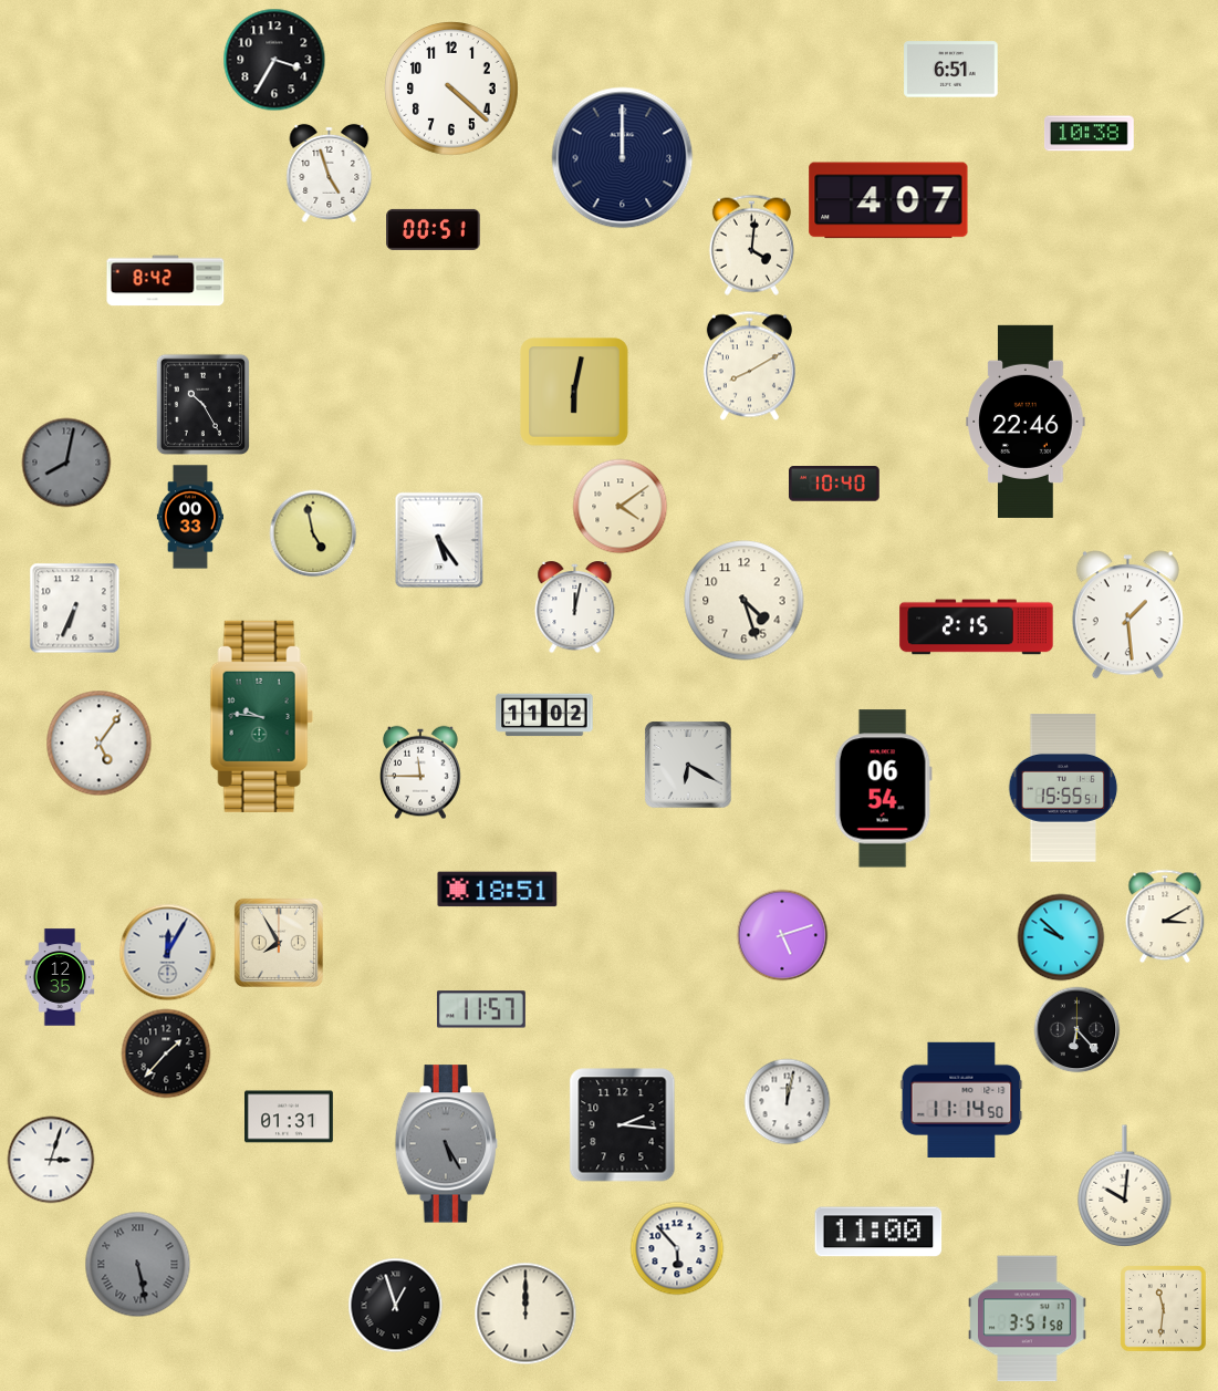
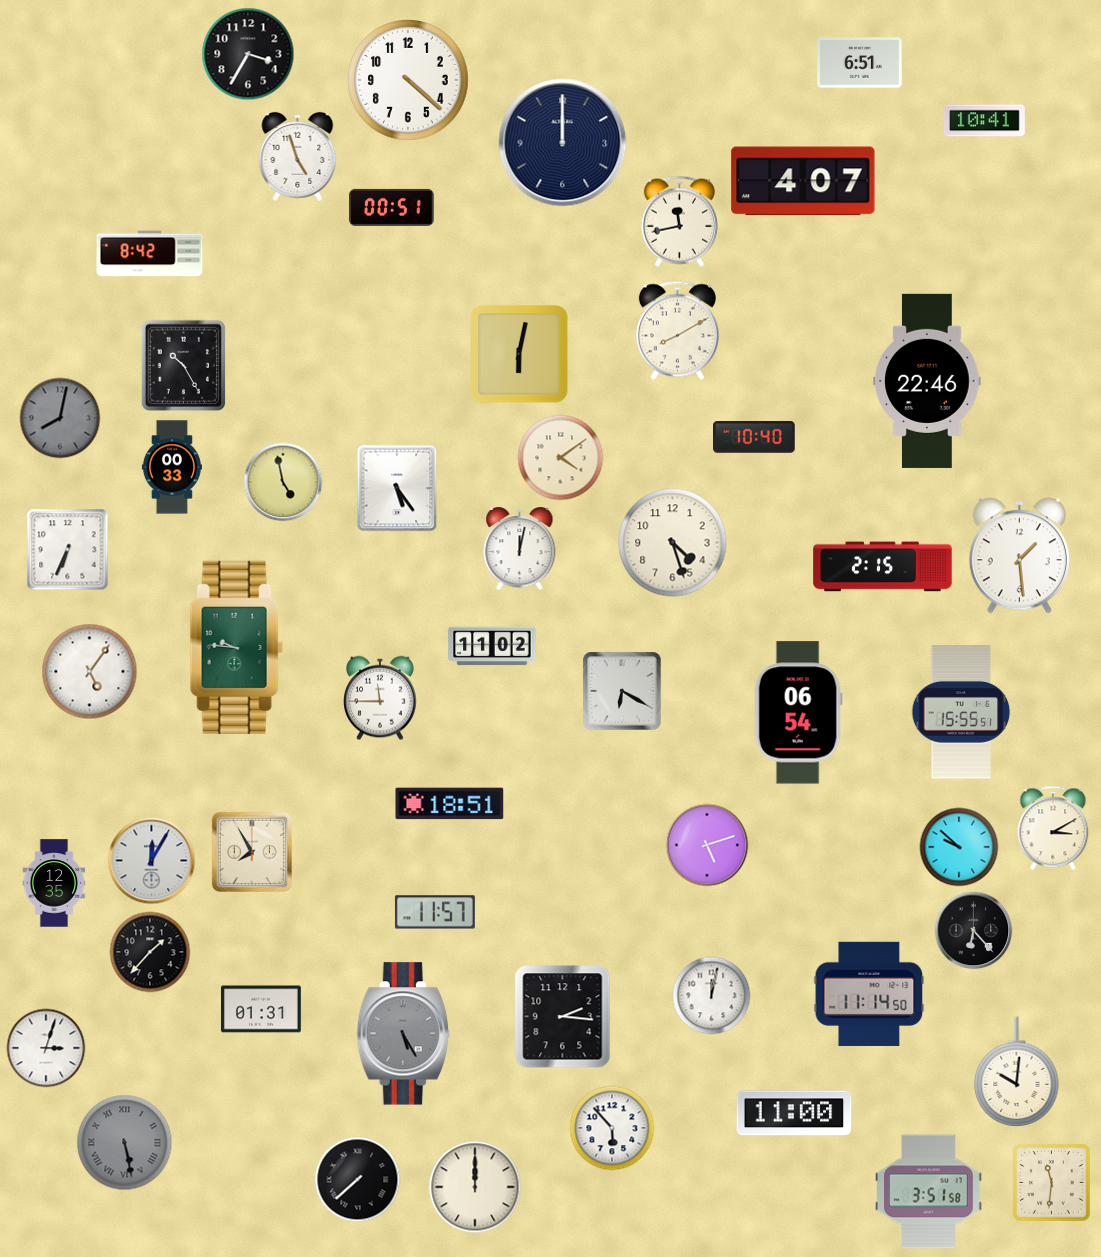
clock at (1090, 134): 10:38 -> 10:41
clock at (751, 245): 4:01 -> 11:43
clock at (395, 1305): 12:57 -> 7:38
